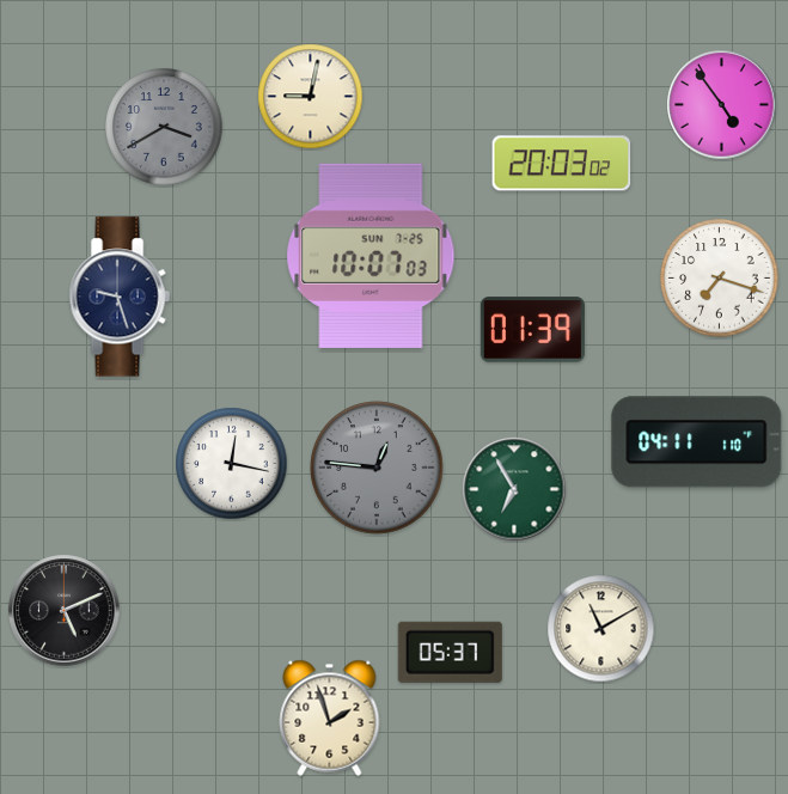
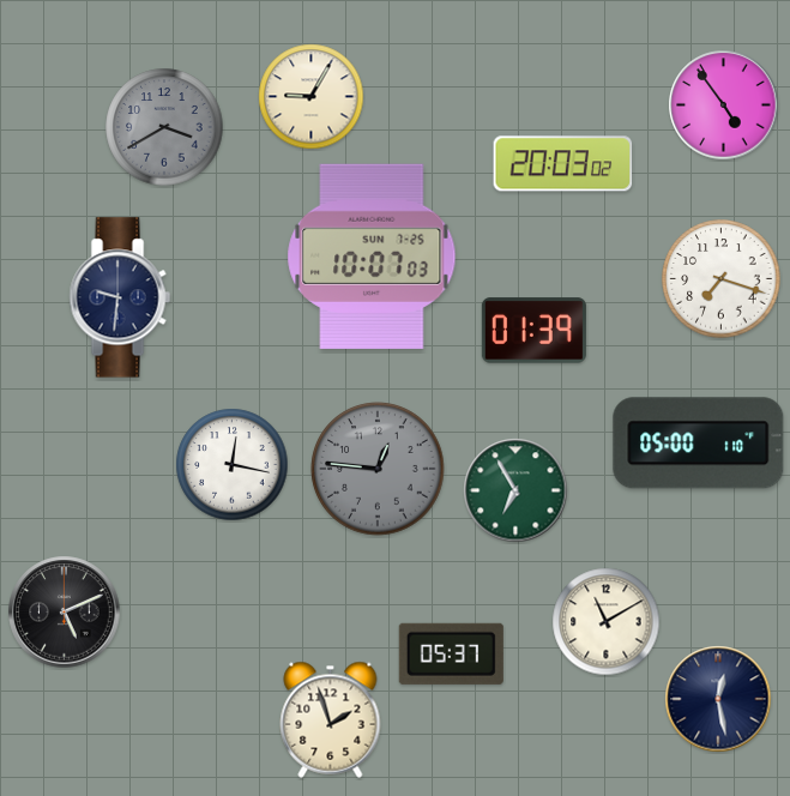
clock at (311, 97): 9:02 -> 9:05
clock at (120, 297): 9:27 -> 9:31
clock at (697, 442): 04:11 -> 05:00
clock at (601, 629) position: (601, 629) -> (607, 622)
clock at (718, 699): none -> 12:28
